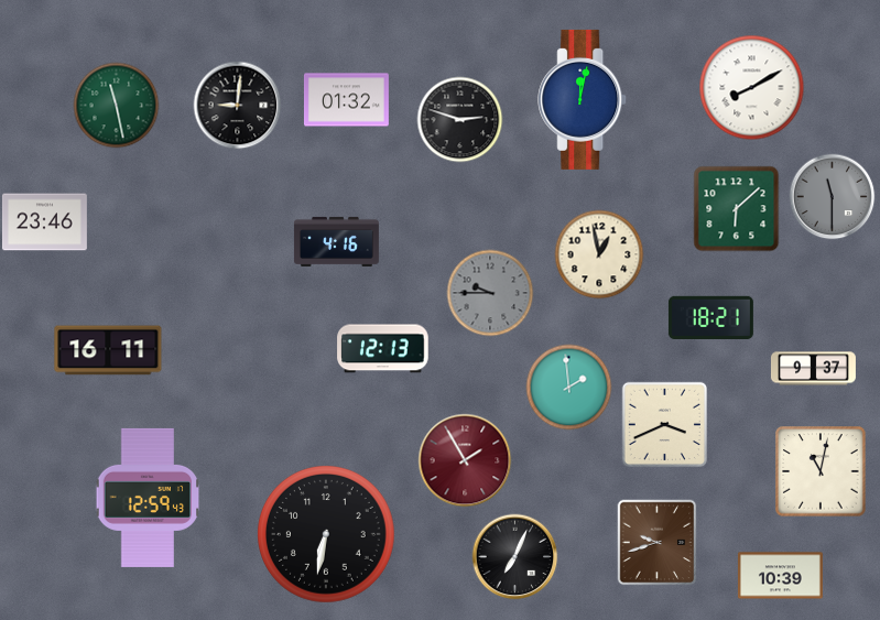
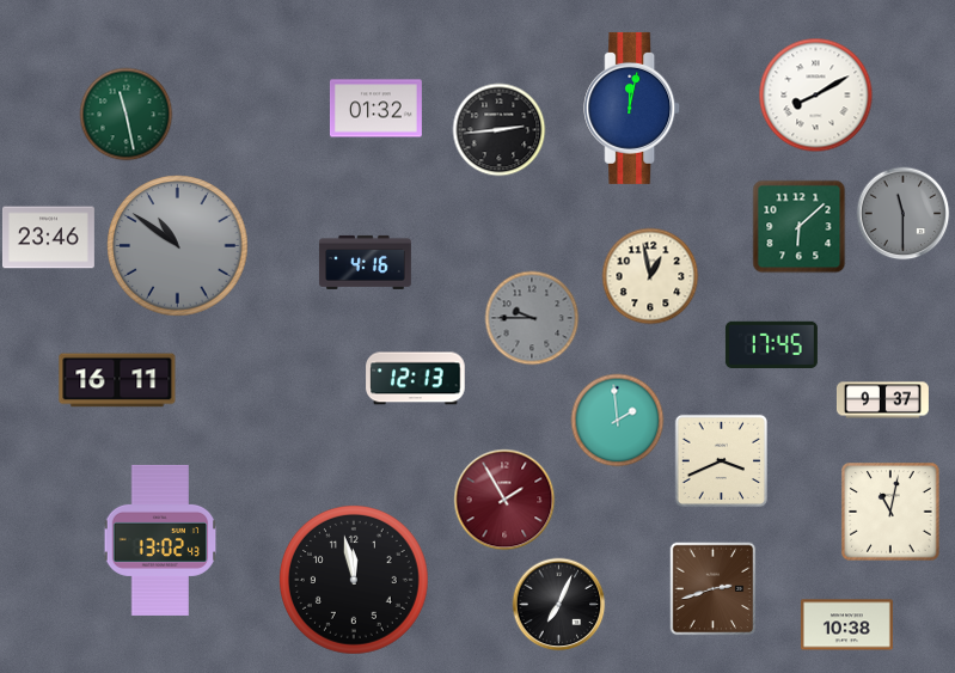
clock at (237, 105): 9:01 -> none
clock at (459, 119): 2:48 -> 2:44
clock at (44, 222) position: (44, 222) -> (48, 238)
clock at (178, 246): none -> 10:51
clock at (710, 317): 18:21 -> 17:45
clock at (148, 498): 12:59 -> 13:02
clock at (327, 535): 6:32 -> 11:58
clock at (658, 542): 9:42 -> 2:42
clock at (780, 576): 10:39 -> 10:38
